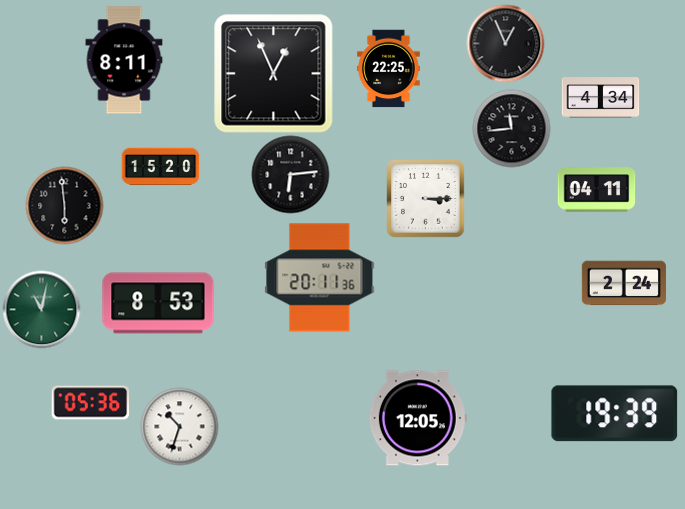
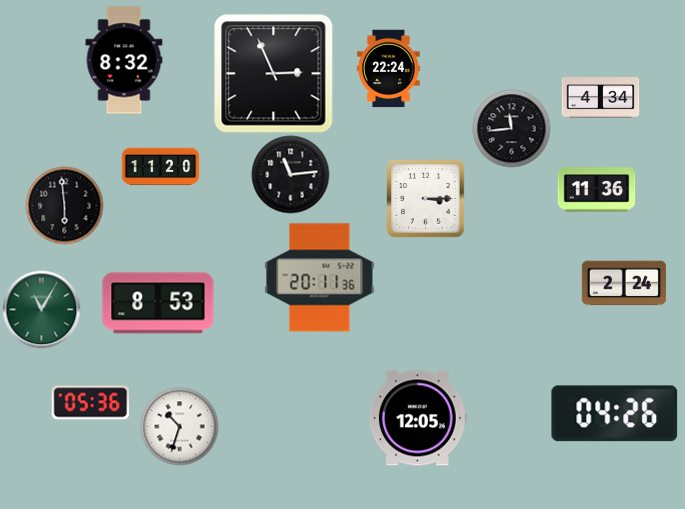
clock at (505, 43): 12:56 -> none
clock at (124, 60): 8:11 -> 8:32
clock at (389, 68): 22:25 -> 22:24
clock at (274, 74): 12:56 -> 2:56
clock at (160, 167): 15:20 -> 11:20
clock at (290, 174): 6:14 -> 11:14
clock at (596, 190): 04:11 -> 11:36
clock at (41, 309): 11:02 -> 11:05
clock at (615, 414): 19:39 -> 04:26
